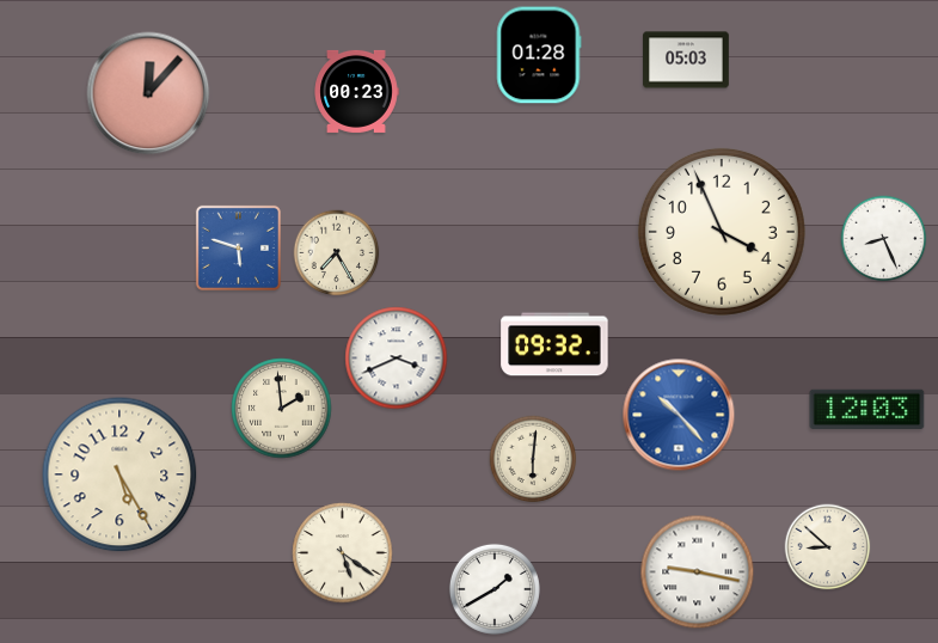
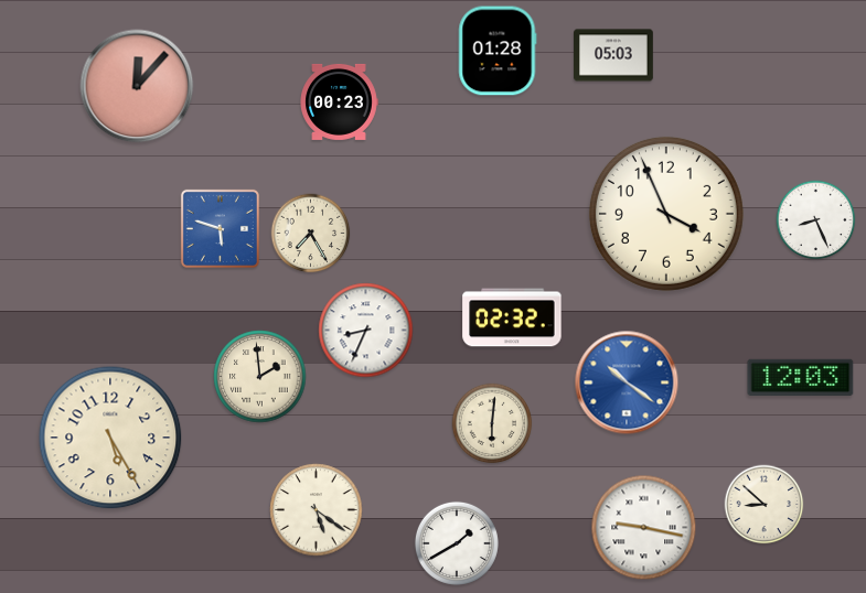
clock at (687, 60) position: (687, 60) -> (614, 55)
clock at (356, 91) position: (356, 91) -> (339, 101)
clock at (554, 344): 09:32 -> 02:32
clock at (397, 359): 3:41 -> 8:34
clock at (679, 415): 10:23 -> 10:21
